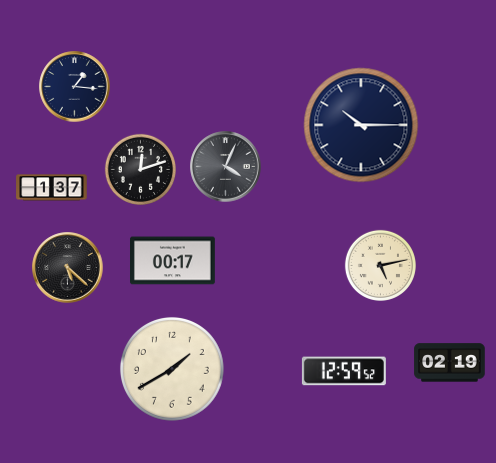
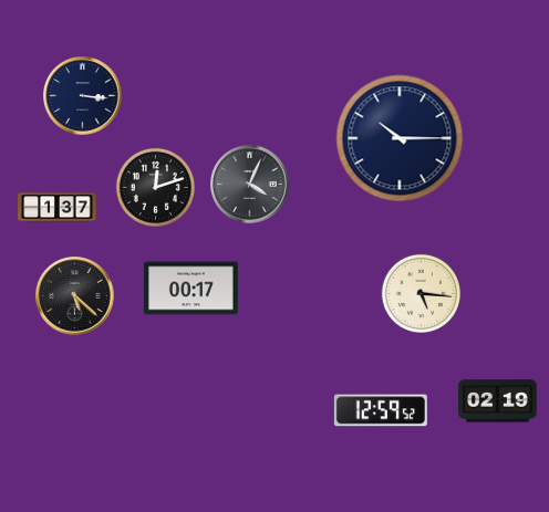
clock at (75, 87): 1:16 -> 3:16
clock at (380, 265): 5:13 -> 5:16
clock at (172, 369): 1:40 -> none
